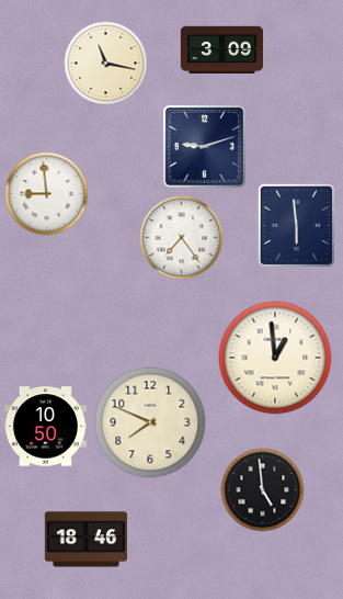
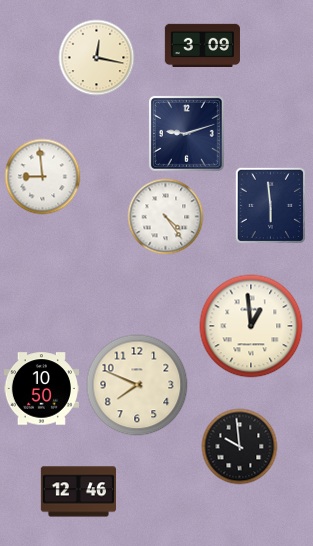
clock at (106, 64): 11:17 -> 12:17
clock at (182, 238): 7:24 -> 4:24
clock at (263, 490): 4:59 -> 9:59
clock at (85, 540): 18:46 -> 12:46
